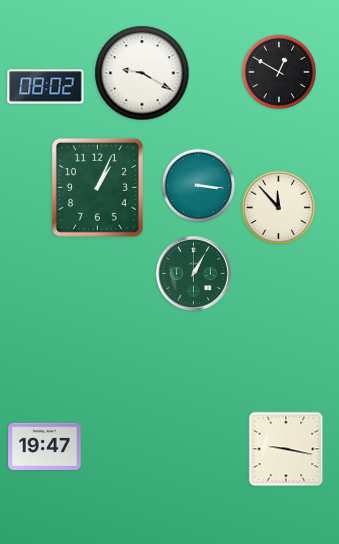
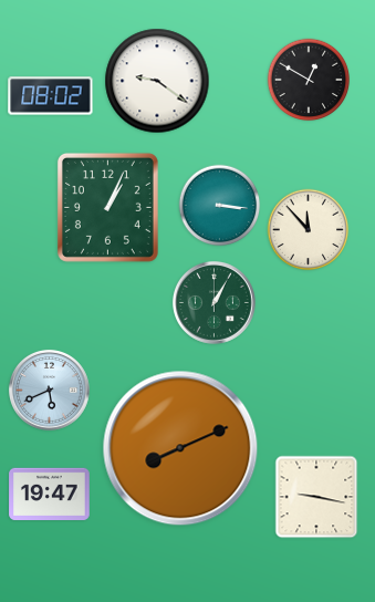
clock at (142, 73): 9:20 -> 9:21
clock at (49, 390): none -> 5:41
clock at (180, 448): none -> 8:11
